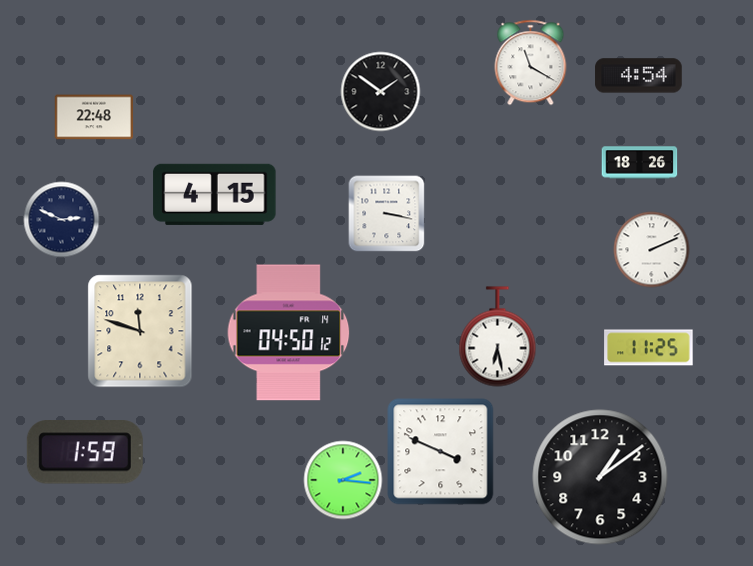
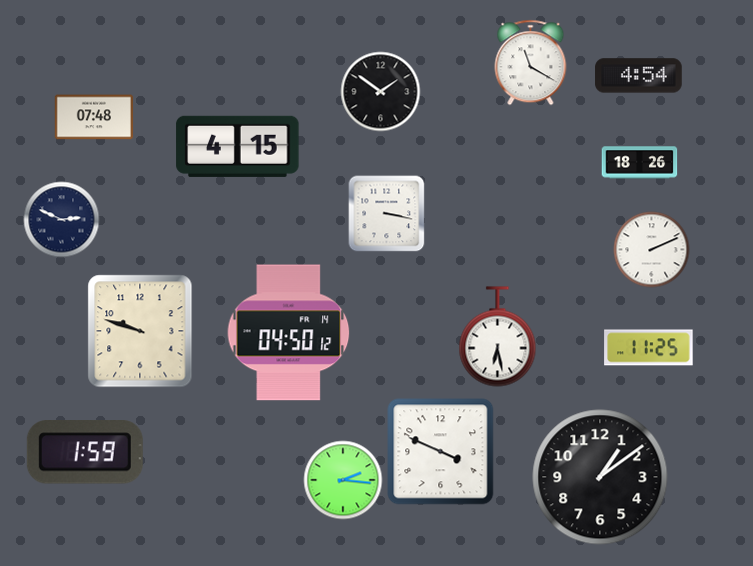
clock at (94, 117): 22:48 -> 07:48
clock at (215, 194) position: (215, 194) -> (238, 146)
clock at (140, 331): 11:48 -> 9:48
